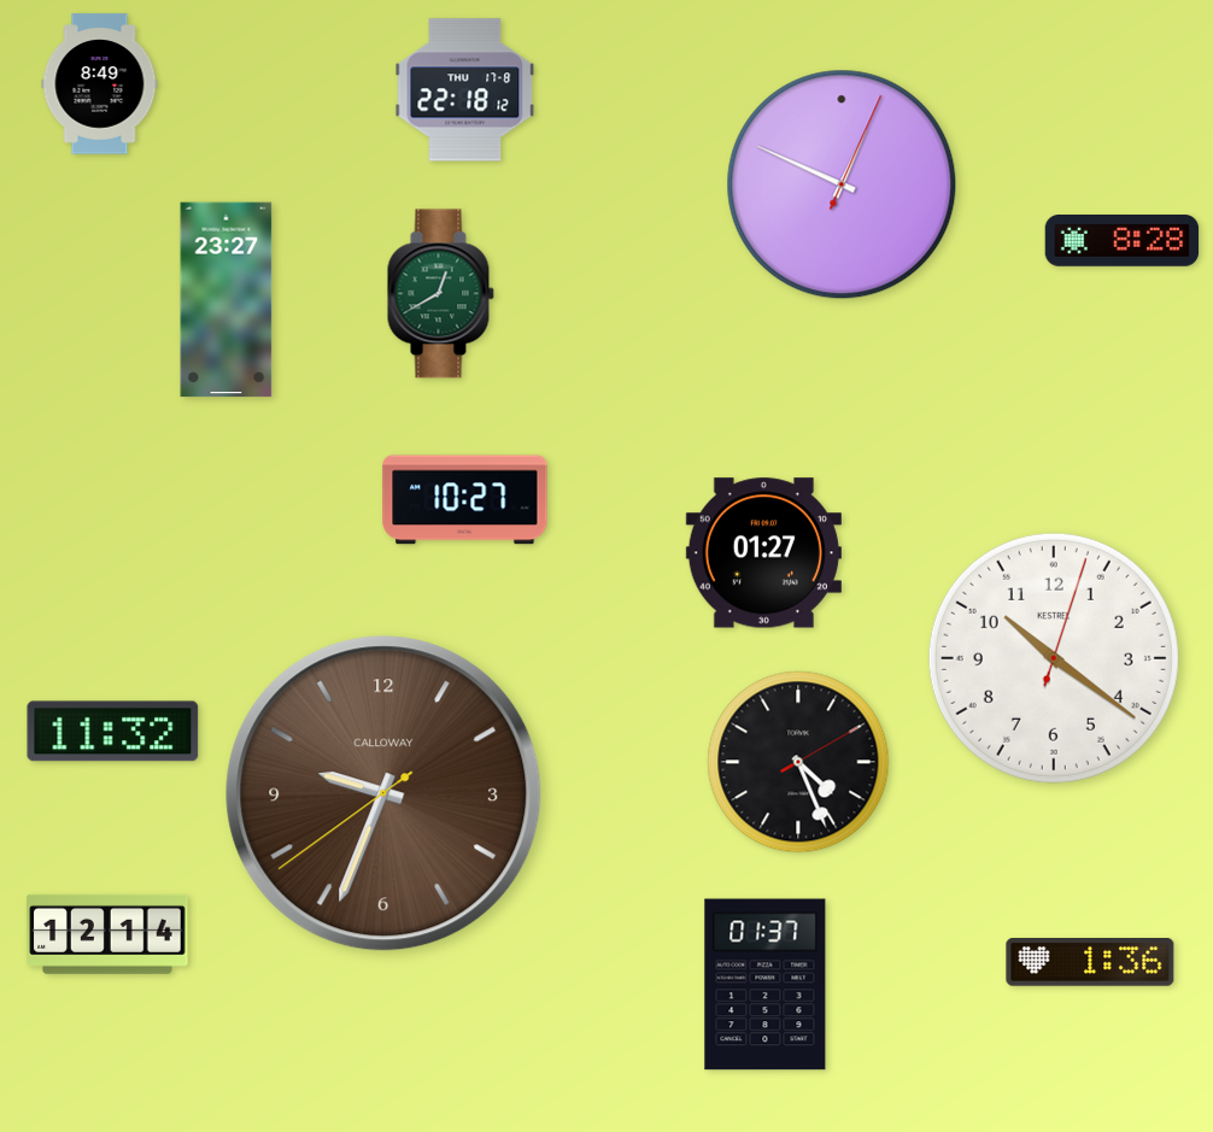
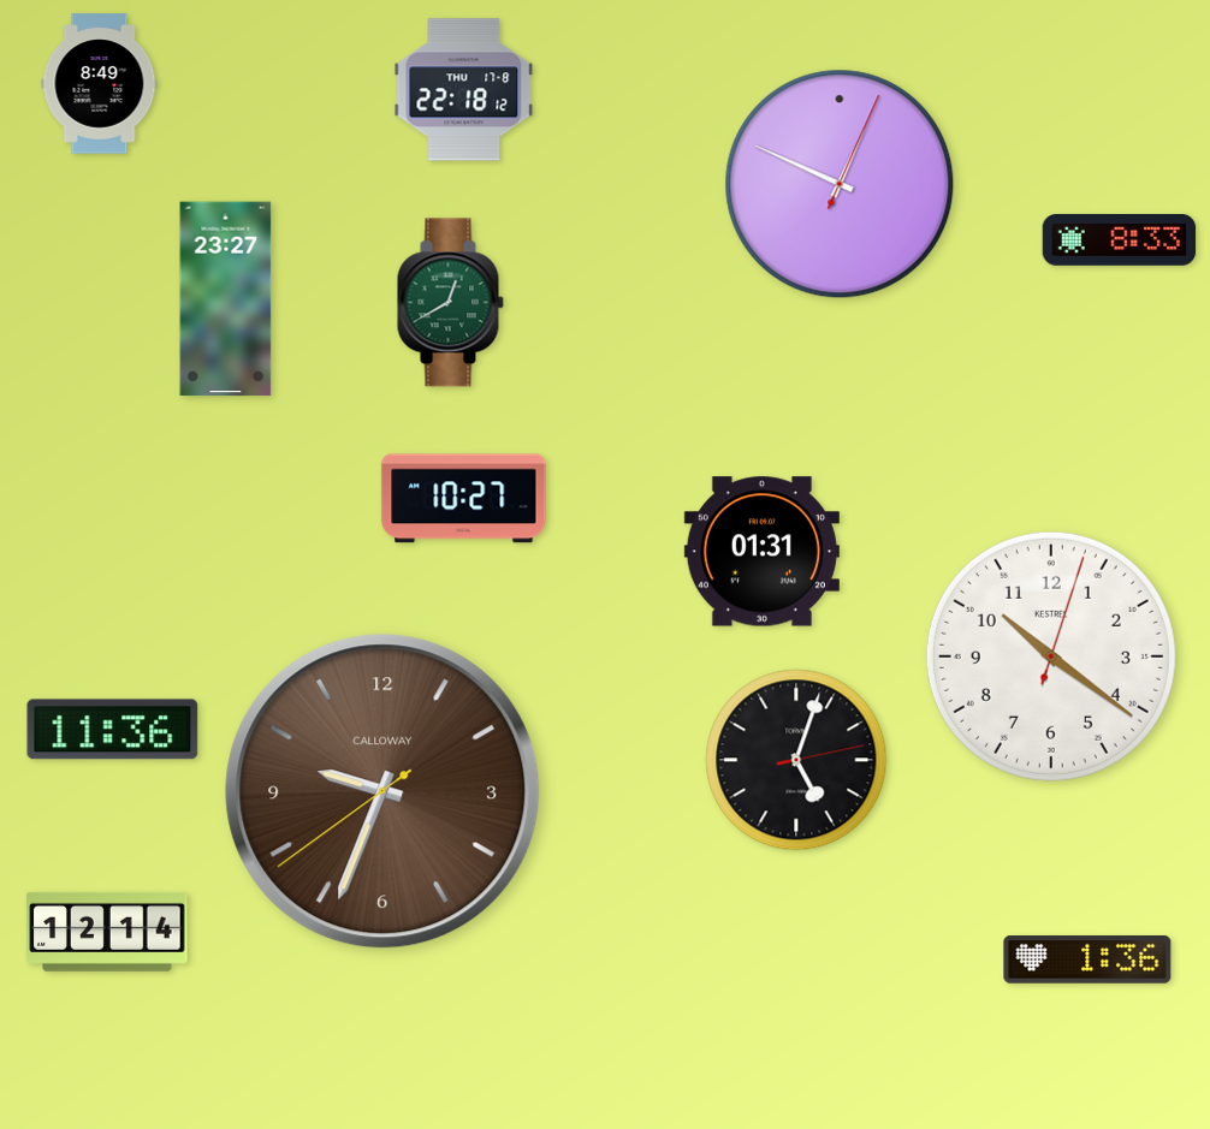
clock at (1123, 241): 8:28 -> 8:33
clock at (440, 294) position: (440, 294) -> (450, 303)
clock at (763, 553): 01:27 -> 01:31
clock at (113, 732): 11:32 -> 11:36
clock at (798, 762): 4:26 -> 5:03
clock at (766, 985): 01:37 -> none
